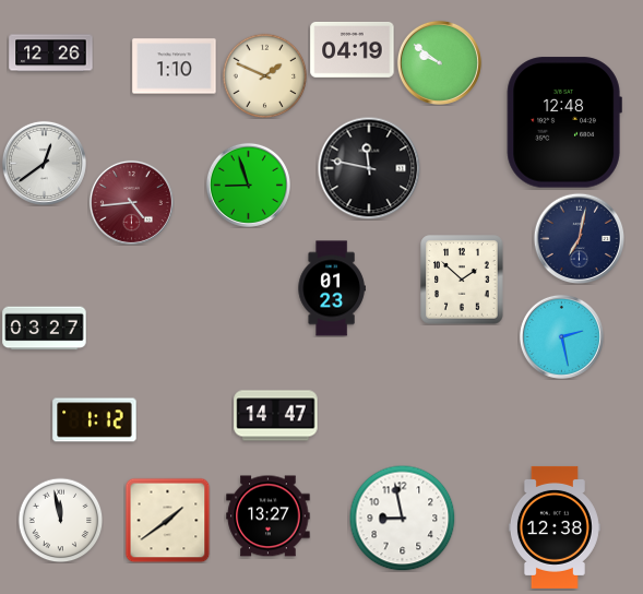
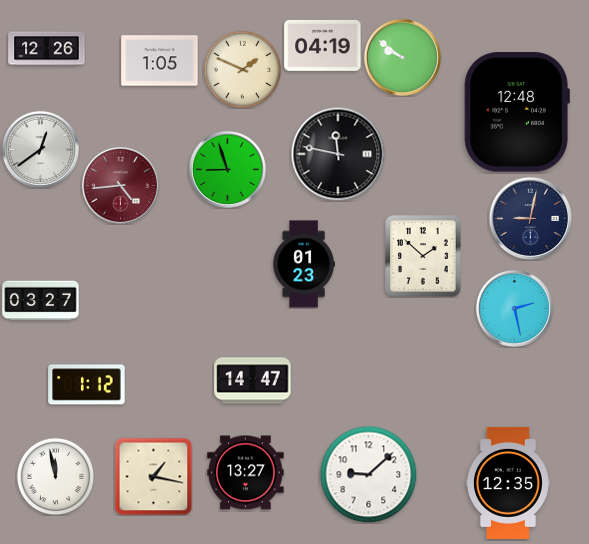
clock at (175, 67): 1:10 -> 1:05
clock at (579, 238): 7:02 -> 9:02
clock at (402, 518): 8:58 -> 9:08
clock at (167, 520): 1:39 -> 1:17
clock at (555, 527): 12:38 -> 12:35
